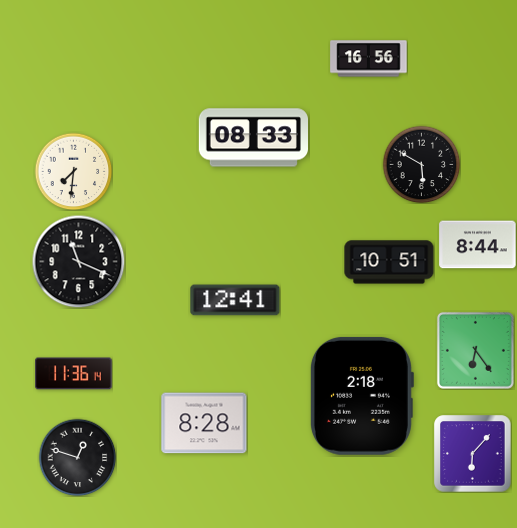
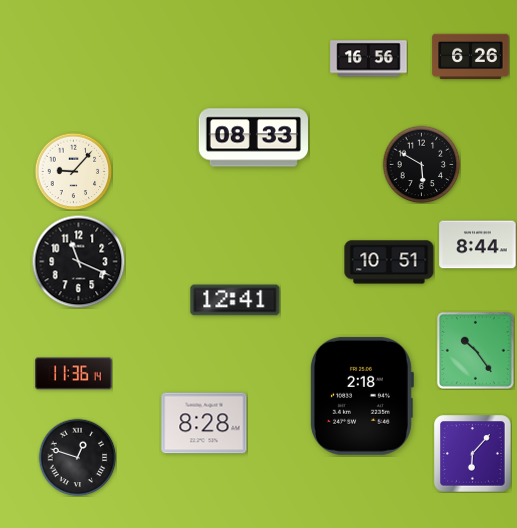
clock at (471, 57): none -> 6:26
clock at (73, 171): 7:31 -> 9:07
clock at (475, 350): 6:24 -> 10:24
